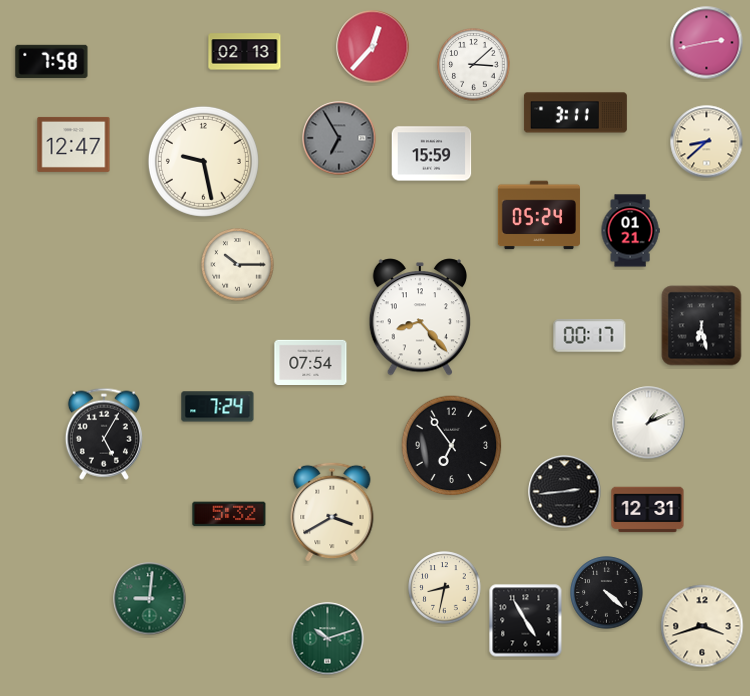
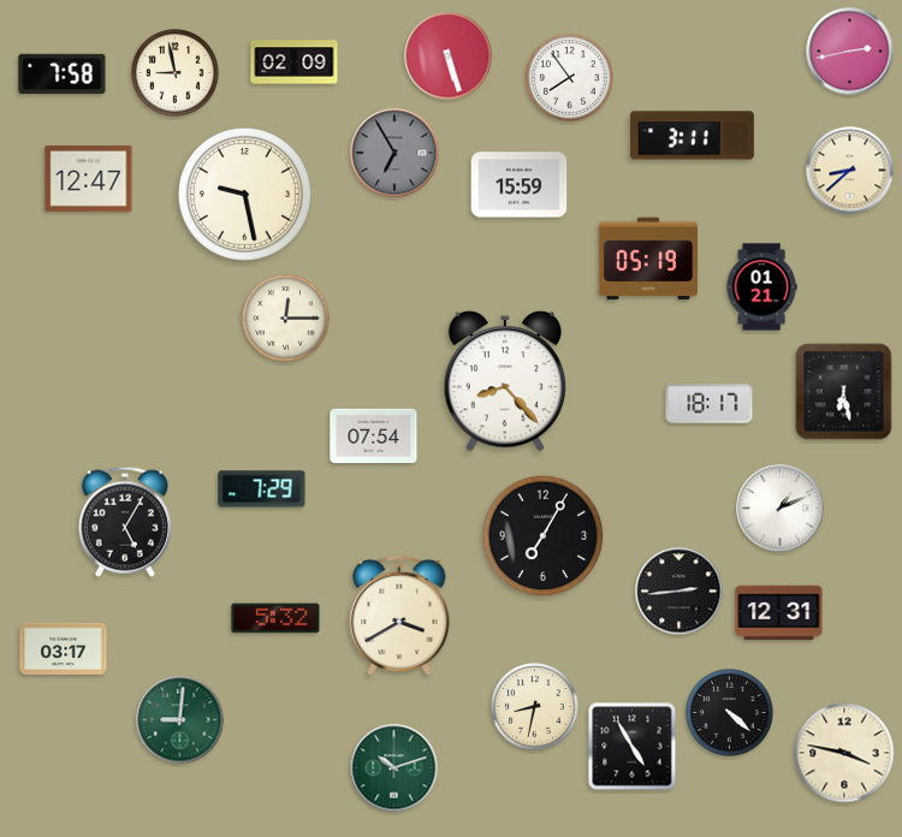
clock at (373, 47): 12:37 -> 5:27
clock at (245, 52): 02:13 -> 02:09
clock at (176, 73): none -> 8:58
clock at (474, 65): 3:08 -> 7:54
clock at (339, 138) position: (339, 138) -> (394, 153)
clock at (74, 144) position: (74, 144) -> (89, 178)
clock at (538, 215): 05:24 -> 05:19
clock at (630, 231) position: (630, 231) -> (761, 287)
clock at (238, 265): 10:15 -> 12:15
clock at (590, 336): 00:17 -> 18:17
clock at (218, 407): 7:24 -> 7:29
clock at (452, 446): 6:54 -> 7:05
clock at (64, 648): none -> 03:17
clock at (702, 626): 3:42 -> 3:47
